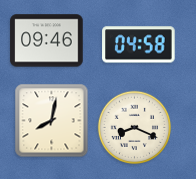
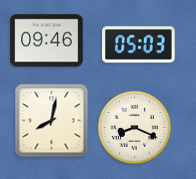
clock at (139, 45): 04:58 -> 05:03
